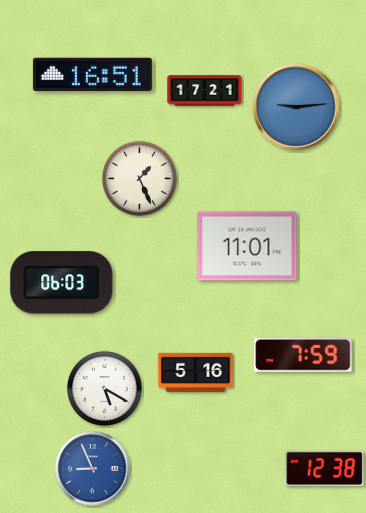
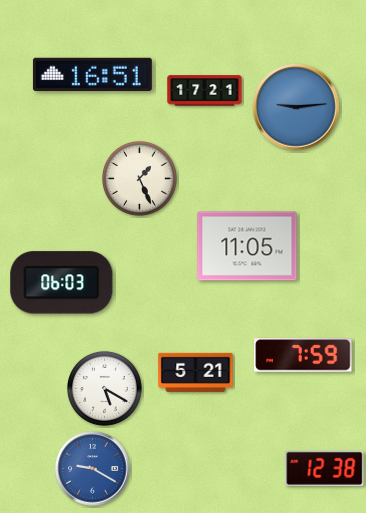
clock at (247, 246): 11:01 -> 11:05
clock at (196, 372): 5:16 -> 5:21
clock at (93, 469): 8:56 -> 9:20
